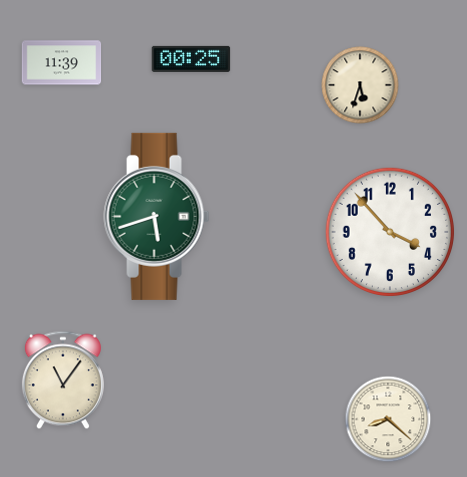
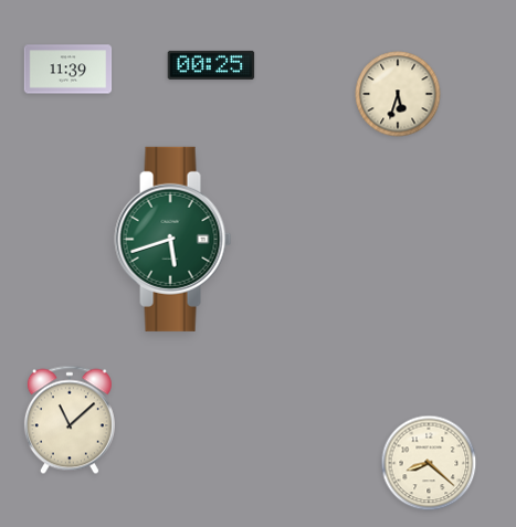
clock at (389, 231): 3:53 -> none
clock at (63, 380): 11:06 -> 11:08
